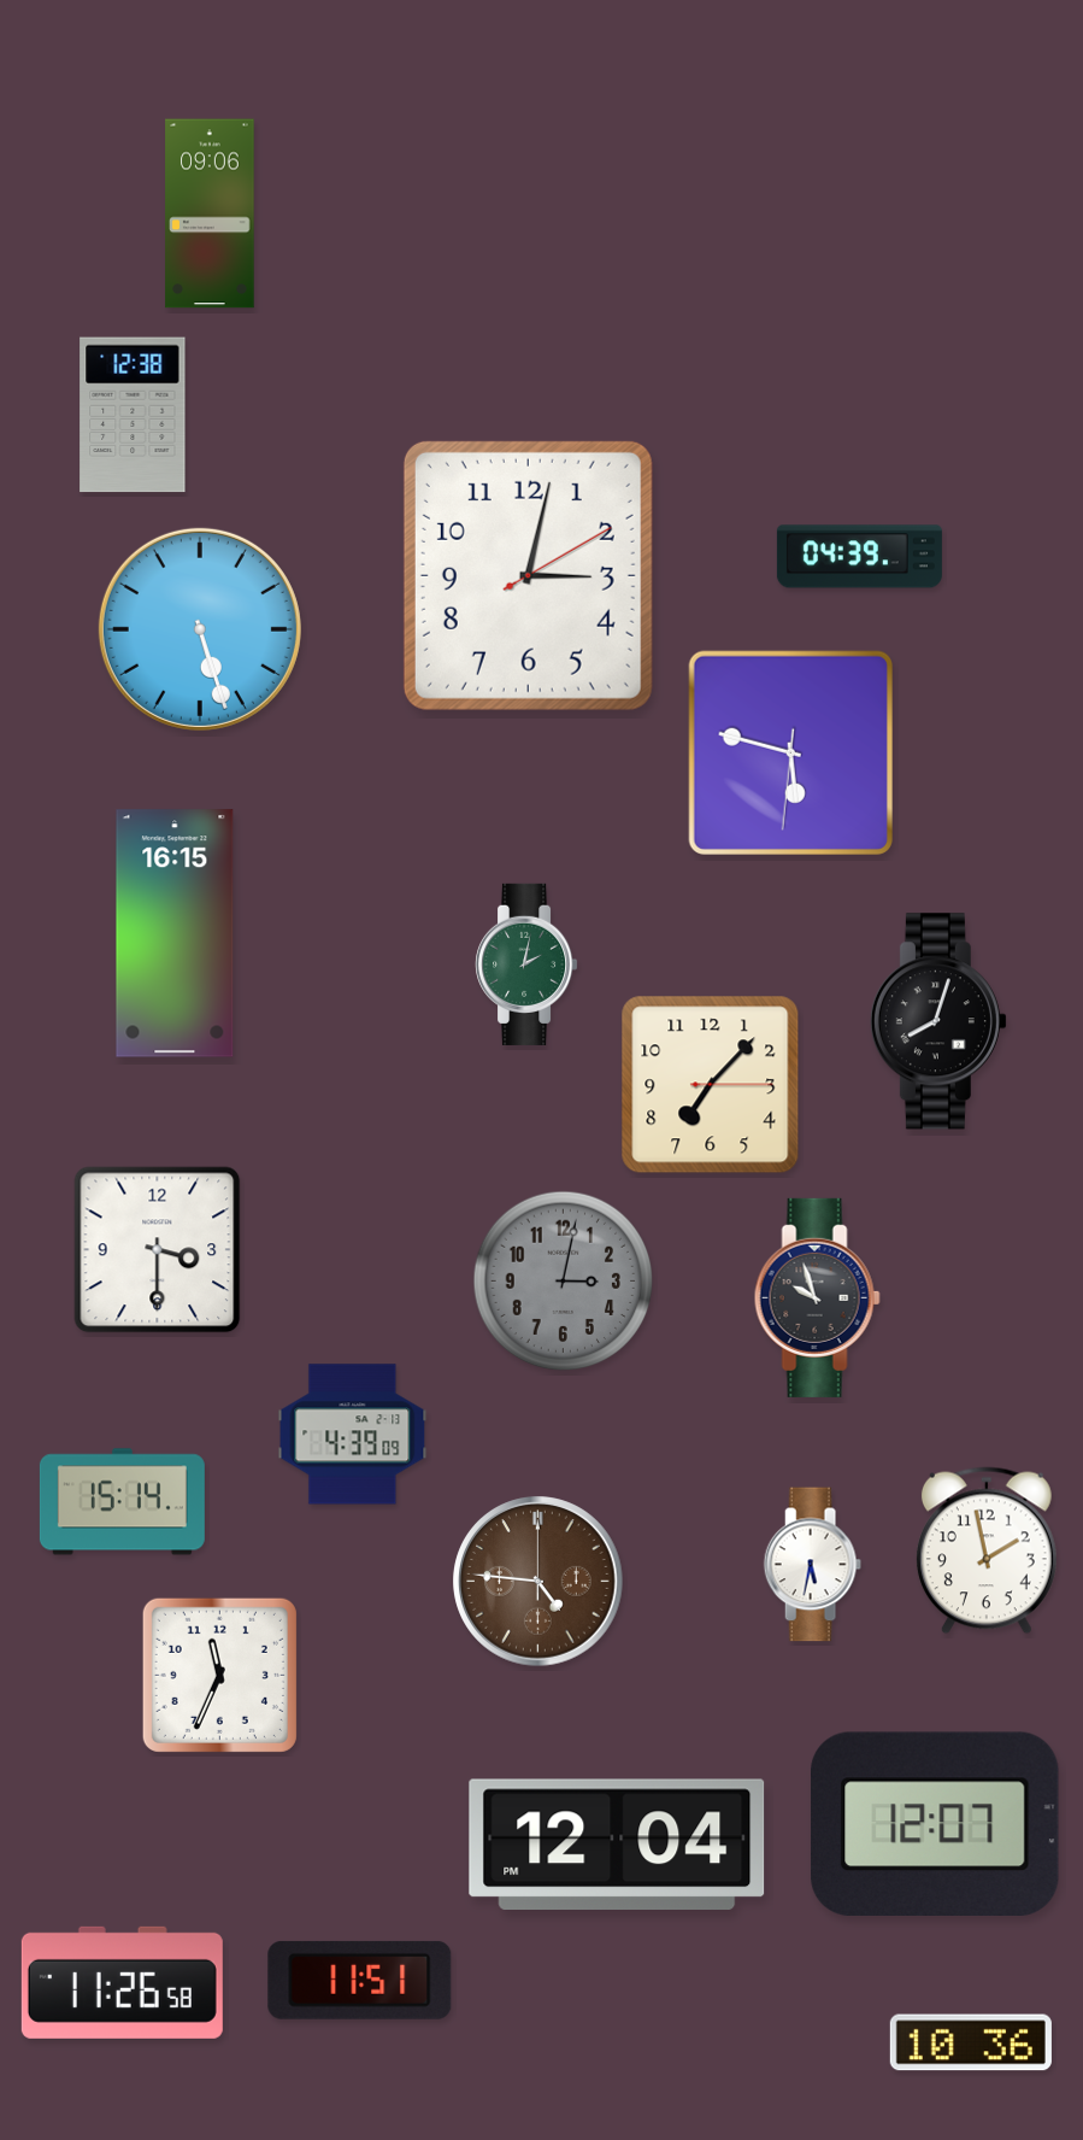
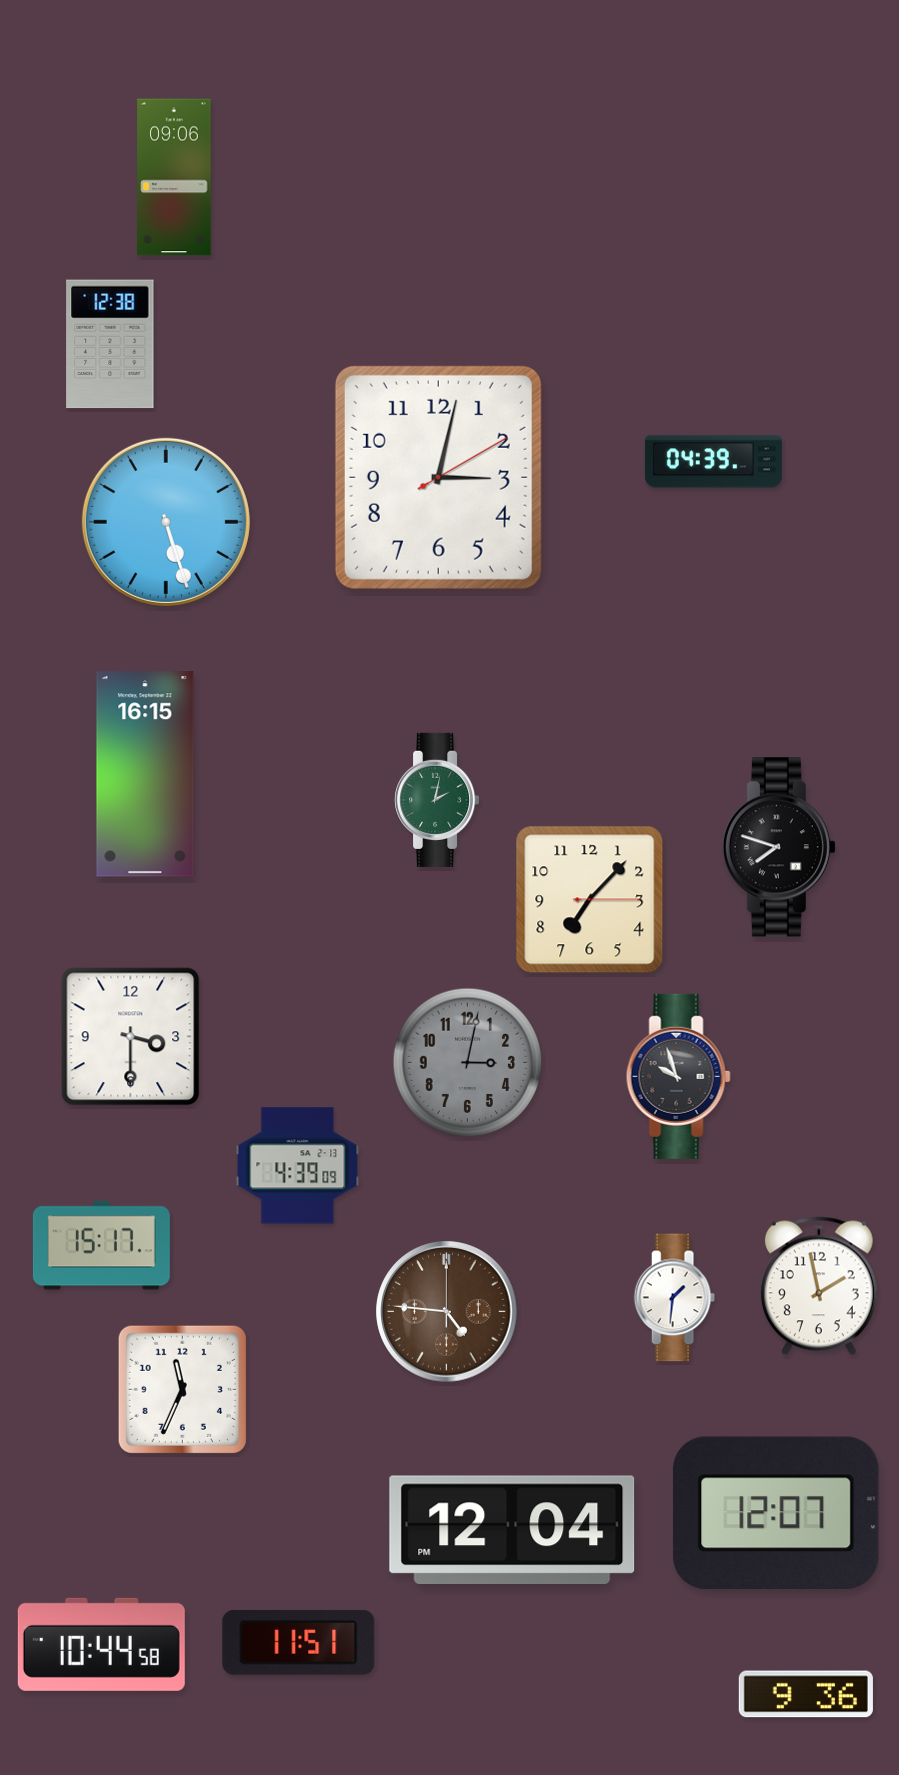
clock at (790, 752): 5:47 -> none
clock at (938, 1021): 8:03 -> 7:48
clock at (353, 1435) position: (353, 1435) -> (298, 1166)
clock at (122, 1502): 15:14 -> 15:17
clock at (812, 1565): 5:32 -> 1:31
clock at (122, 1982): 11:26 -> 10:44
clock at (971, 2042): 10:36 -> 9:36
